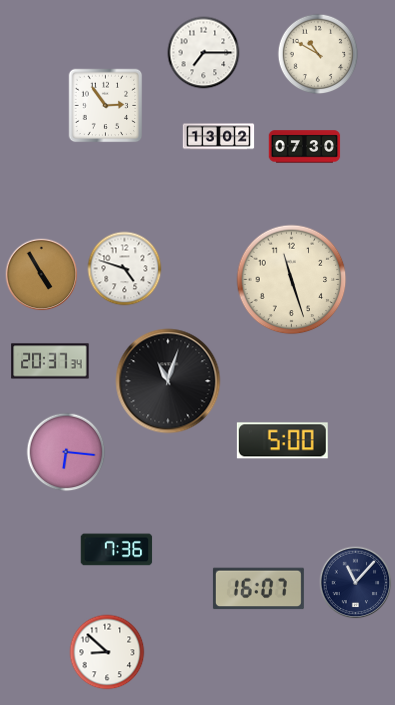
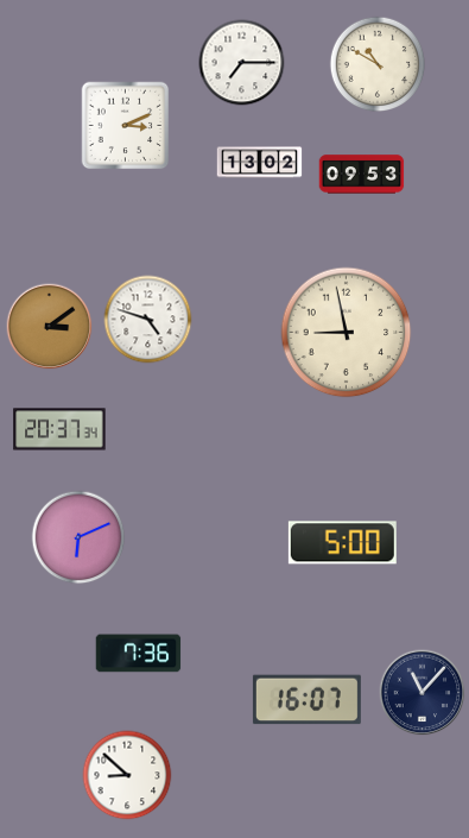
clock at (106, 106): 2:54 -> 3:11
clock at (305, 147): 07:30 -> 09:53
clock at (42, 275): 4:55 -> 3:09
clock at (292, 280): 11:27 -> 8:58
clock at (168, 381): 11:03 -> none
clock at (282, 441) position: (282, 441) -> (342, 543)
clock at (66, 452): 6:16 -> 6:11
